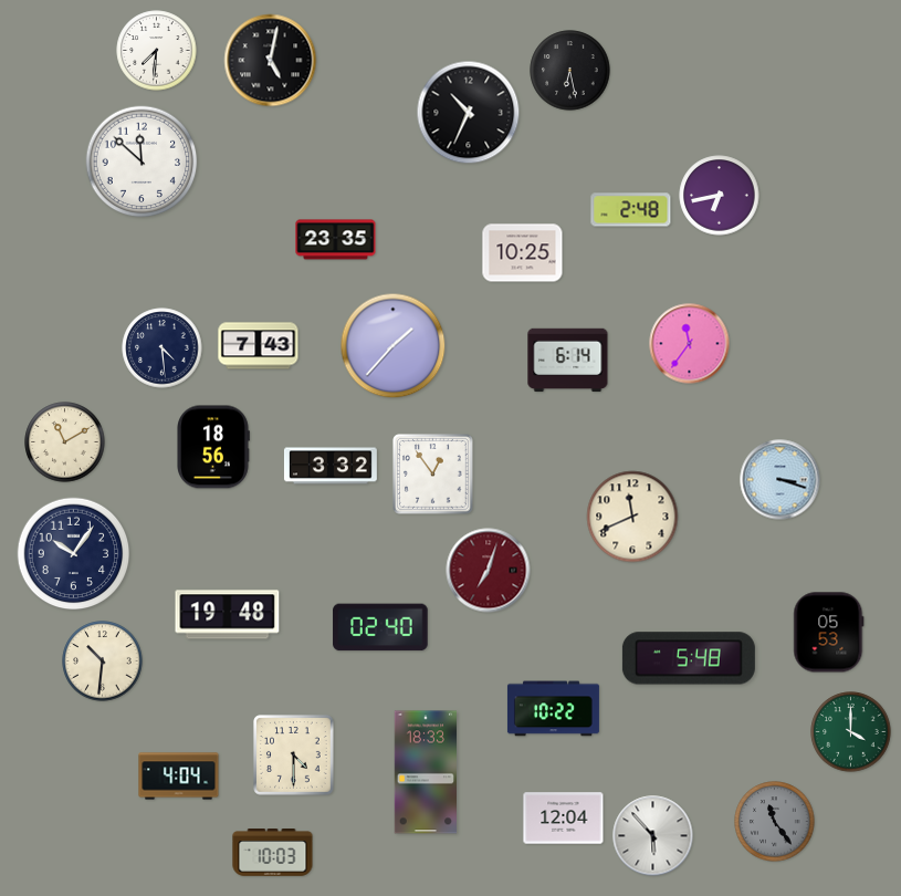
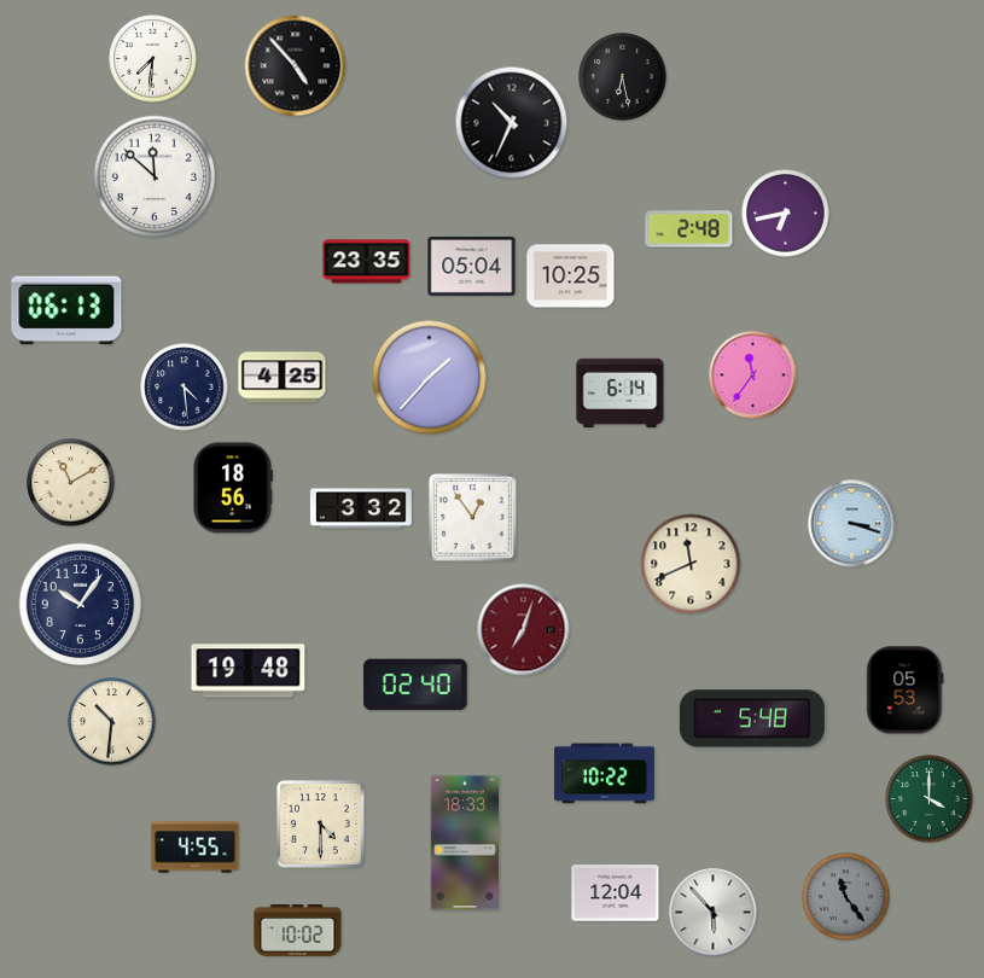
clock at (157, 51) position: (157, 51) -> (153, 59)
clock at (271, 61): 5:02 -> 4:53
clock at (472, 267): none -> 05:04
clock at (66, 310): none -> 06:13
clock at (259, 346): 7:43 -> 4:25
clock at (163, 348) position: (163, 348) -> (185, 388)
clock at (489, 571) position: (489, 571) -> (524, 630)
clock at (179, 777): 4:04 -> 4:55
clock at (273, 853): 10:03 -> 10:02
